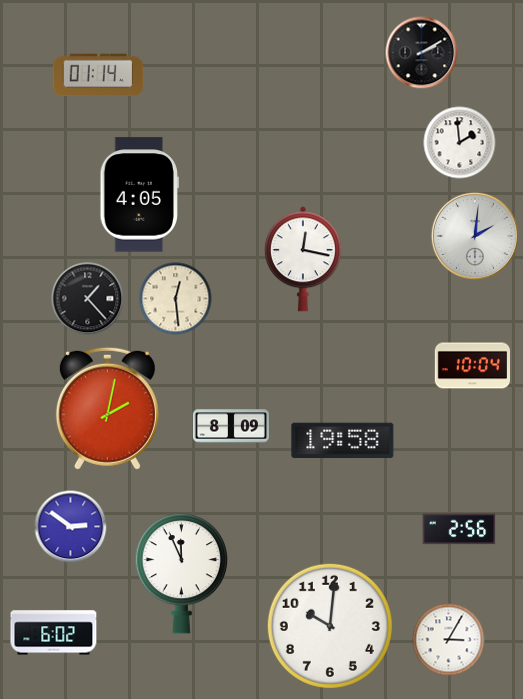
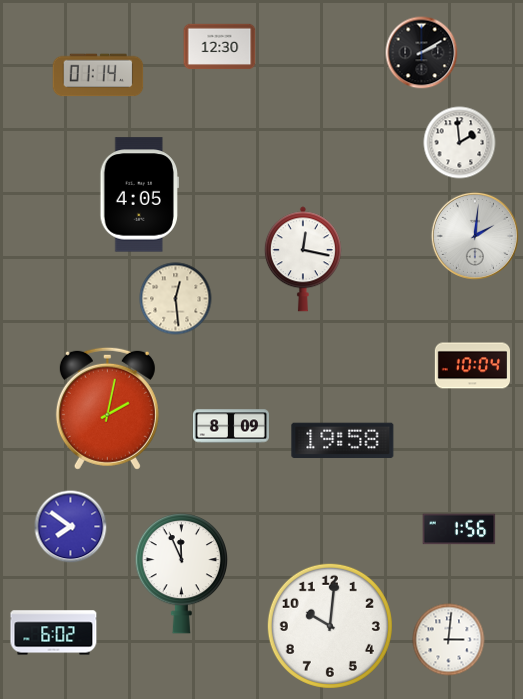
clock at (220, 47): none -> 12:30
clock at (88, 299): 1:23 -> none
clock at (71, 527): 2:51 -> 7:51
clock at (459, 529): 2:56 -> 1:56
clock at (449, 640): 3:05 -> 3:01
